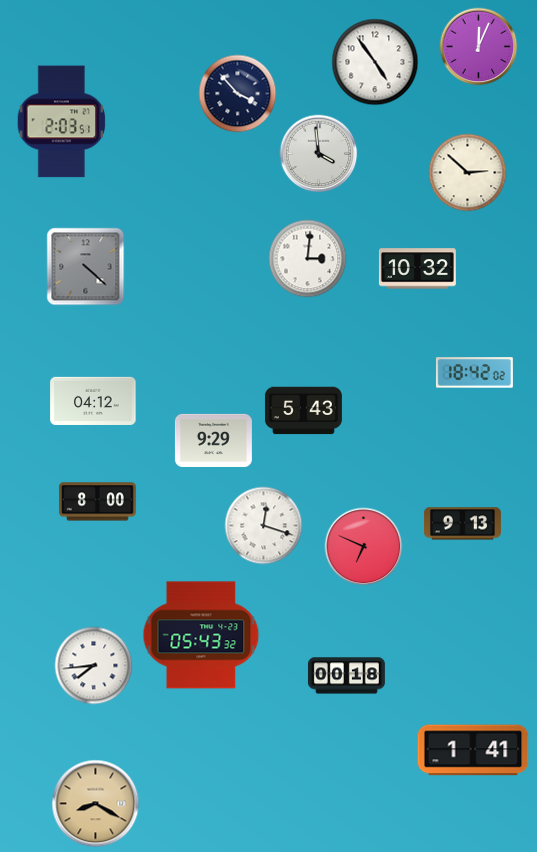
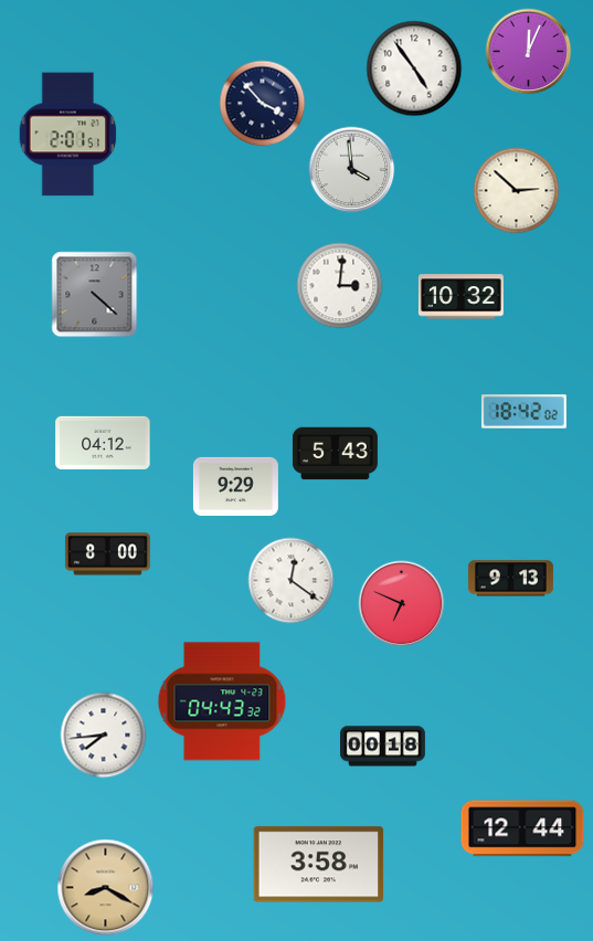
clock at (62, 122): 2:03 -> 2:01
clock at (263, 525): 12:18 -> 12:21
clock at (201, 635): 05:43 -> 04:43
clock at (473, 750): 1:41 -> 12:44
clock at (319, 865): none -> 3:58
